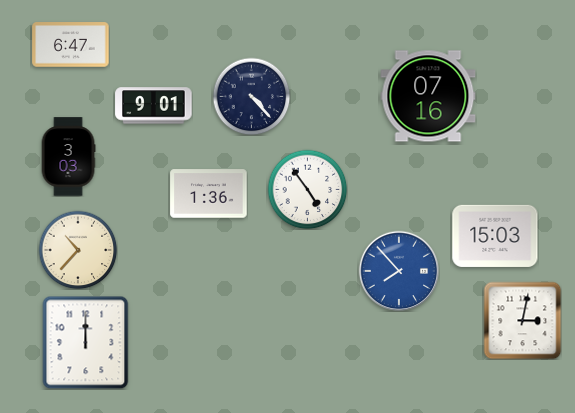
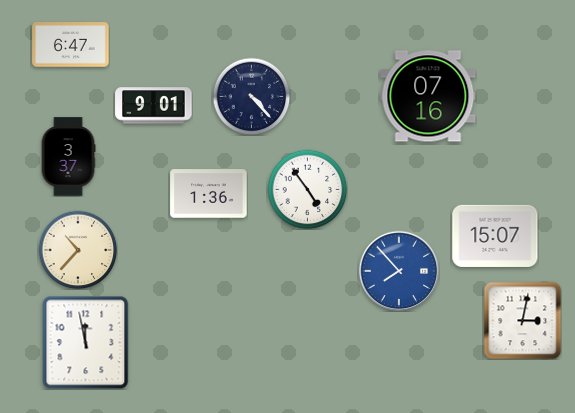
clock at (68, 157): 3:03 -> 3:37
clock at (495, 236): 15:03 -> 15:07
clock at (86, 342): 12:00 -> 11:58
